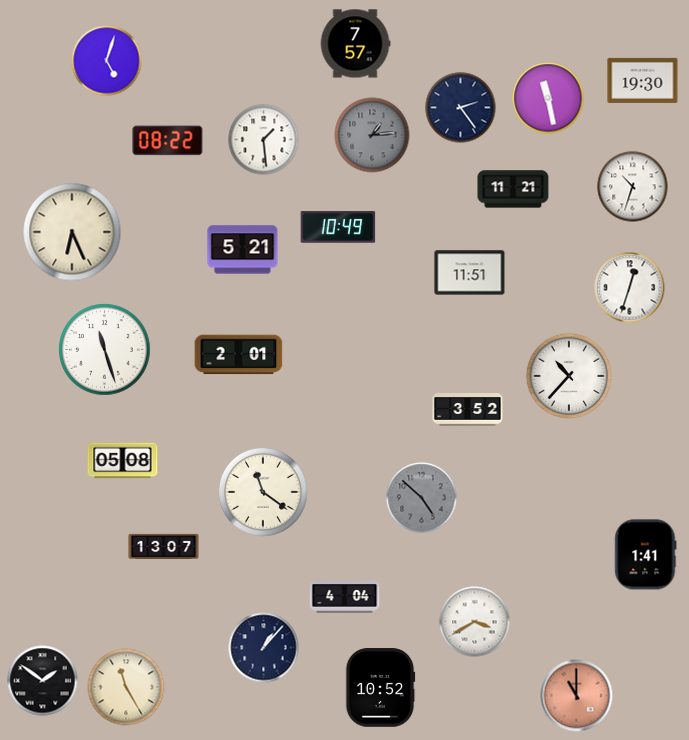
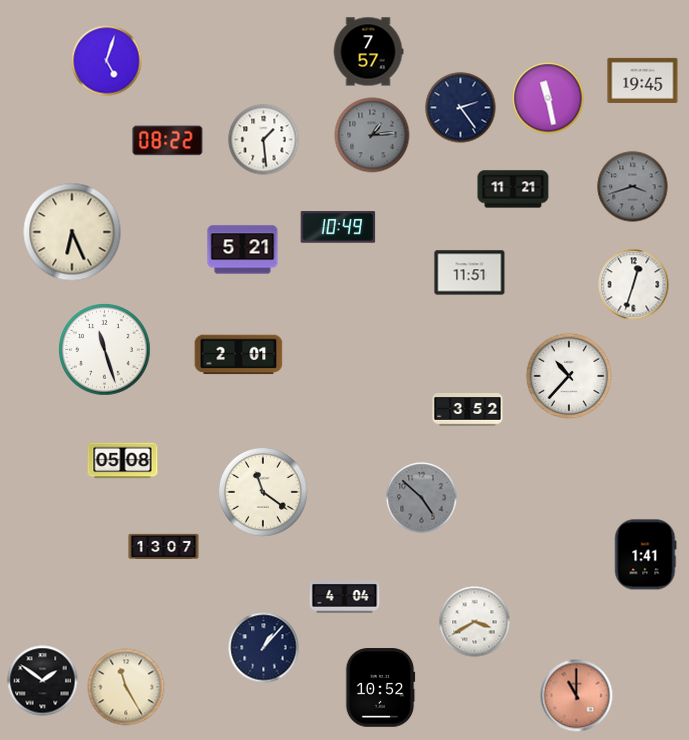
clock at (355, 44) position: (355, 44) -> (368, 52)
clock at (643, 80): 19:30 -> 19:45
clock at (633, 187): 10:33 -> 3:42
clock at (633, 187) dial: white -> grey
clock at (630, 288) position: (630, 288) -> (634, 285)
